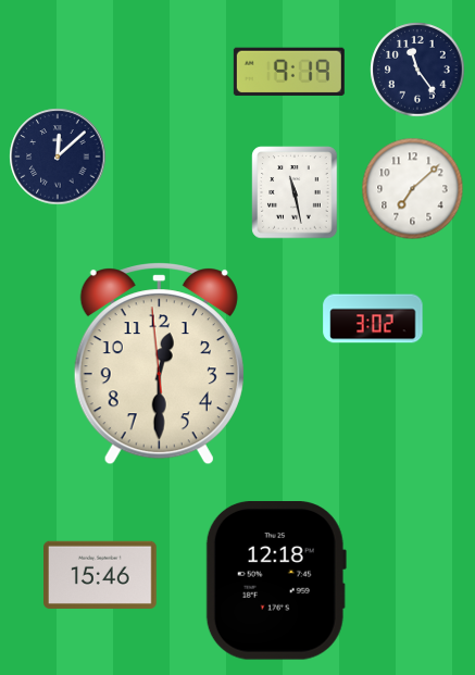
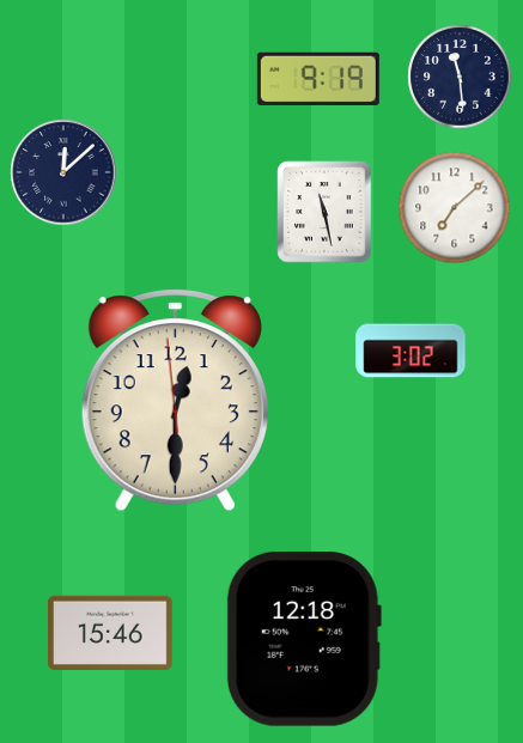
clock at (417, 70): 11:24 -> 11:29
